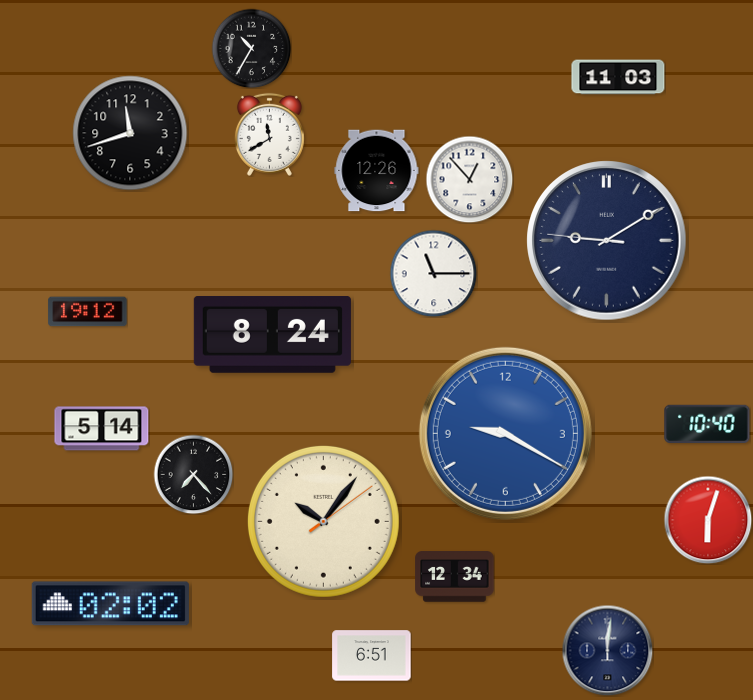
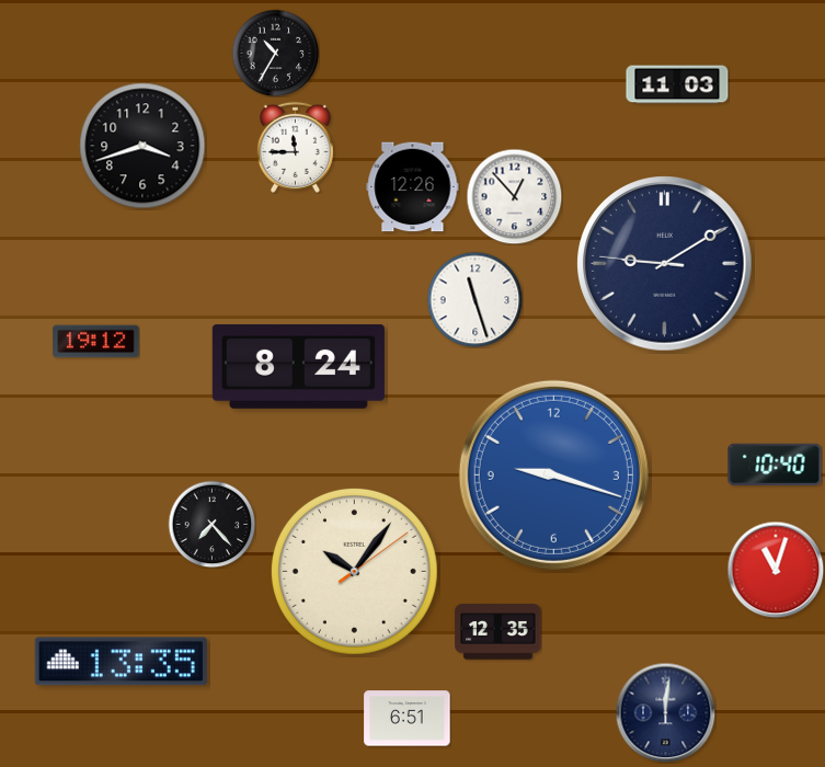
clock at (130, 133): 11:42 -> 3:42
clock at (269, 134): 11:40 -> 11:45
clock at (433, 273): 11:15 -> 11:27
clock at (102, 429): 5:14 -> none
clock at (505, 433): 9:20 -> 9:18
clock at (193, 474) position: (193, 474) -> (211, 524)
clock at (708, 520): 6:03 -> 11:03
clock at (455, 577): 12:34 -> 12:35
clock at (110, 604): 02:02 -> 13:35
